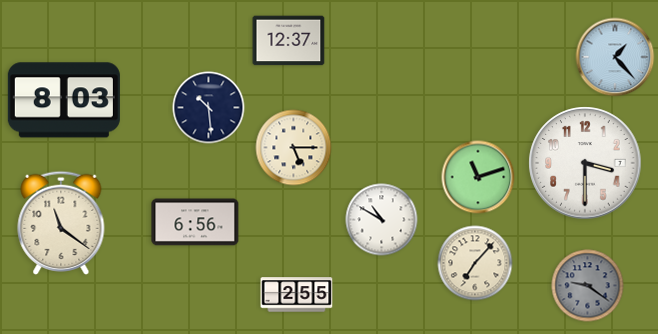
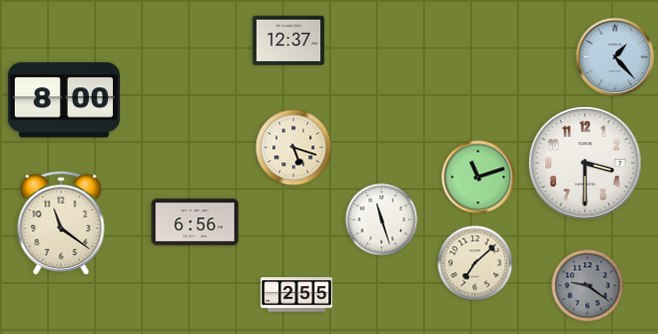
clock at (64, 100): 8:03 -> 8:00
clock at (209, 108): 10:29 -> none
clock at (294, 148): 5:15 -> 5:18
clock at (382, 220): 10:50 -> 11:27
clock at (475, 263): 7:07 -> 7:08
